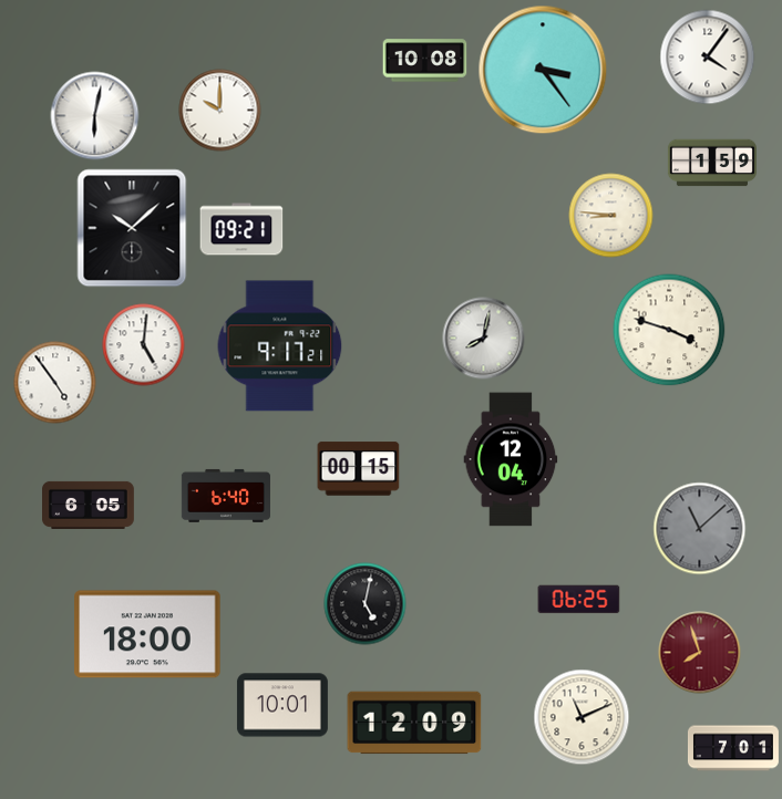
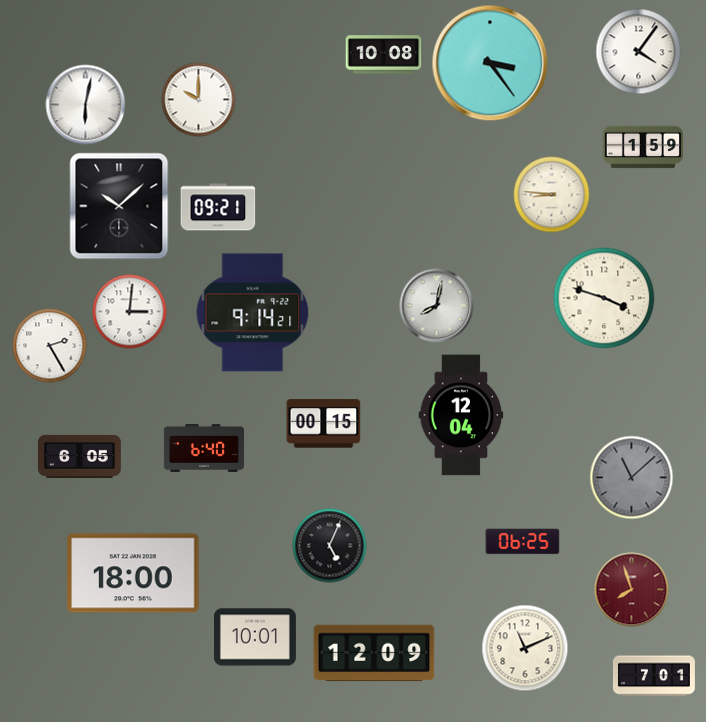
clock at (144, 345): 5:01 -> 3:01
clock at (280, 346): 9:17 -> 9:14
clock at (55, 383): 4:54 -> 2:25
clock at (366, 604): 5:02 -> 5:04
clock at (733, 748) position: (733, 748) -> (654, 676)
